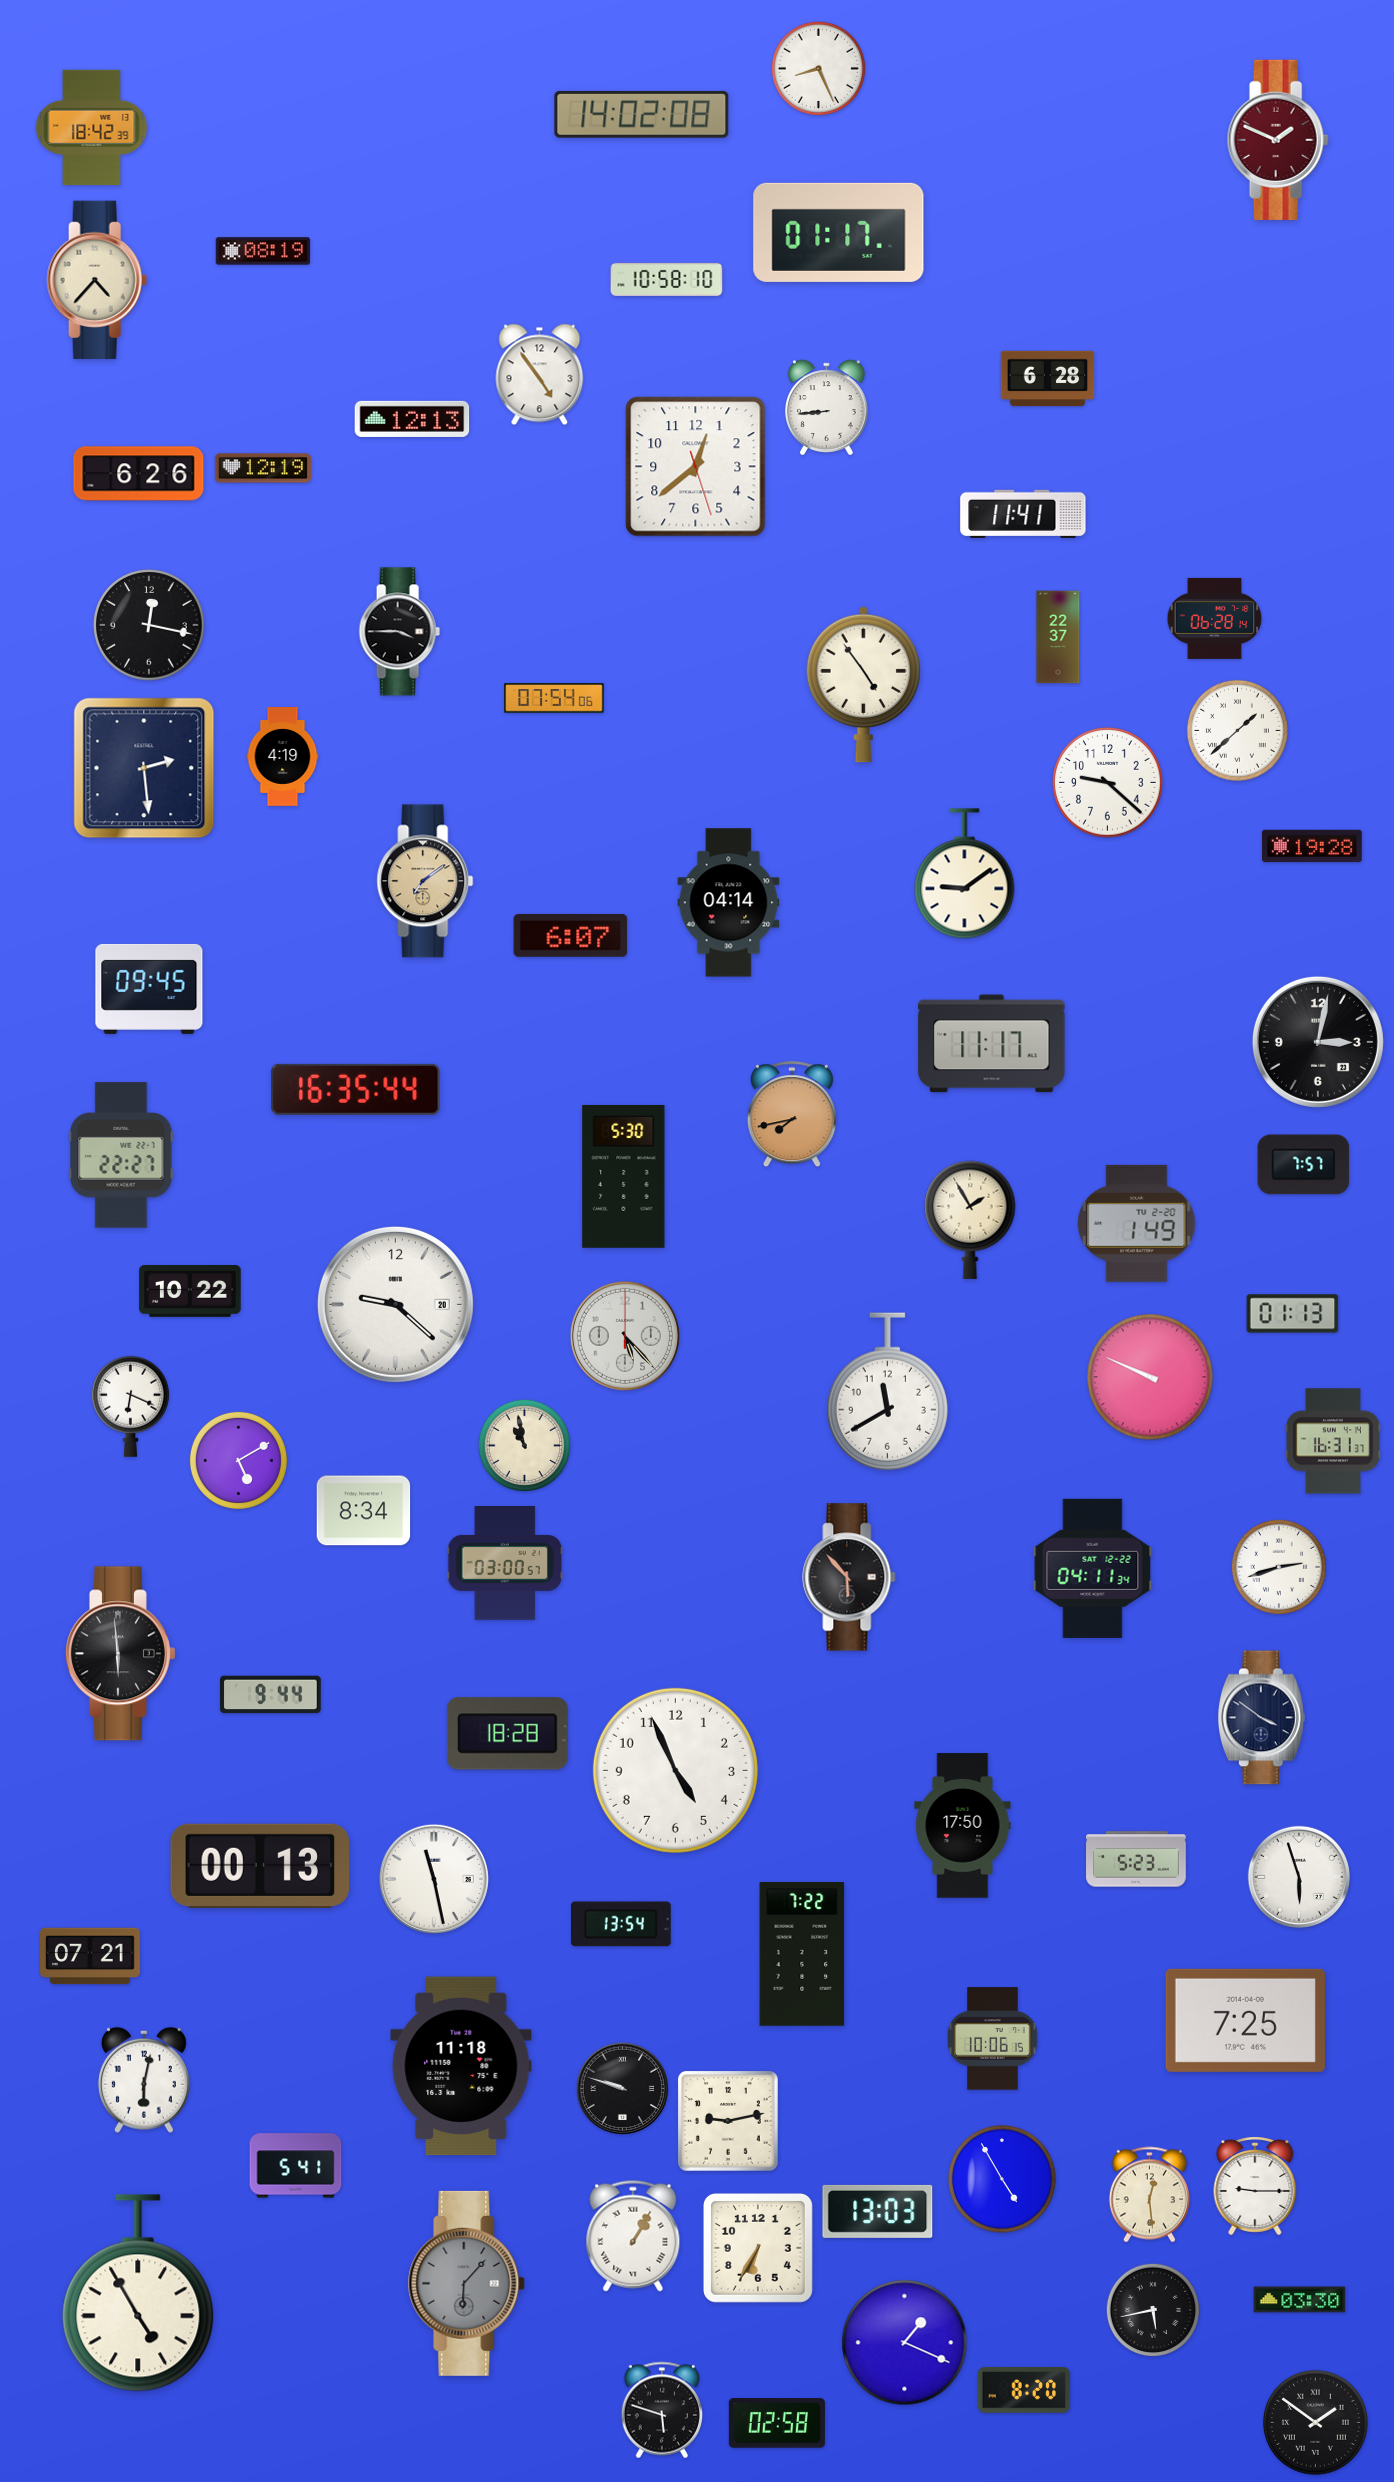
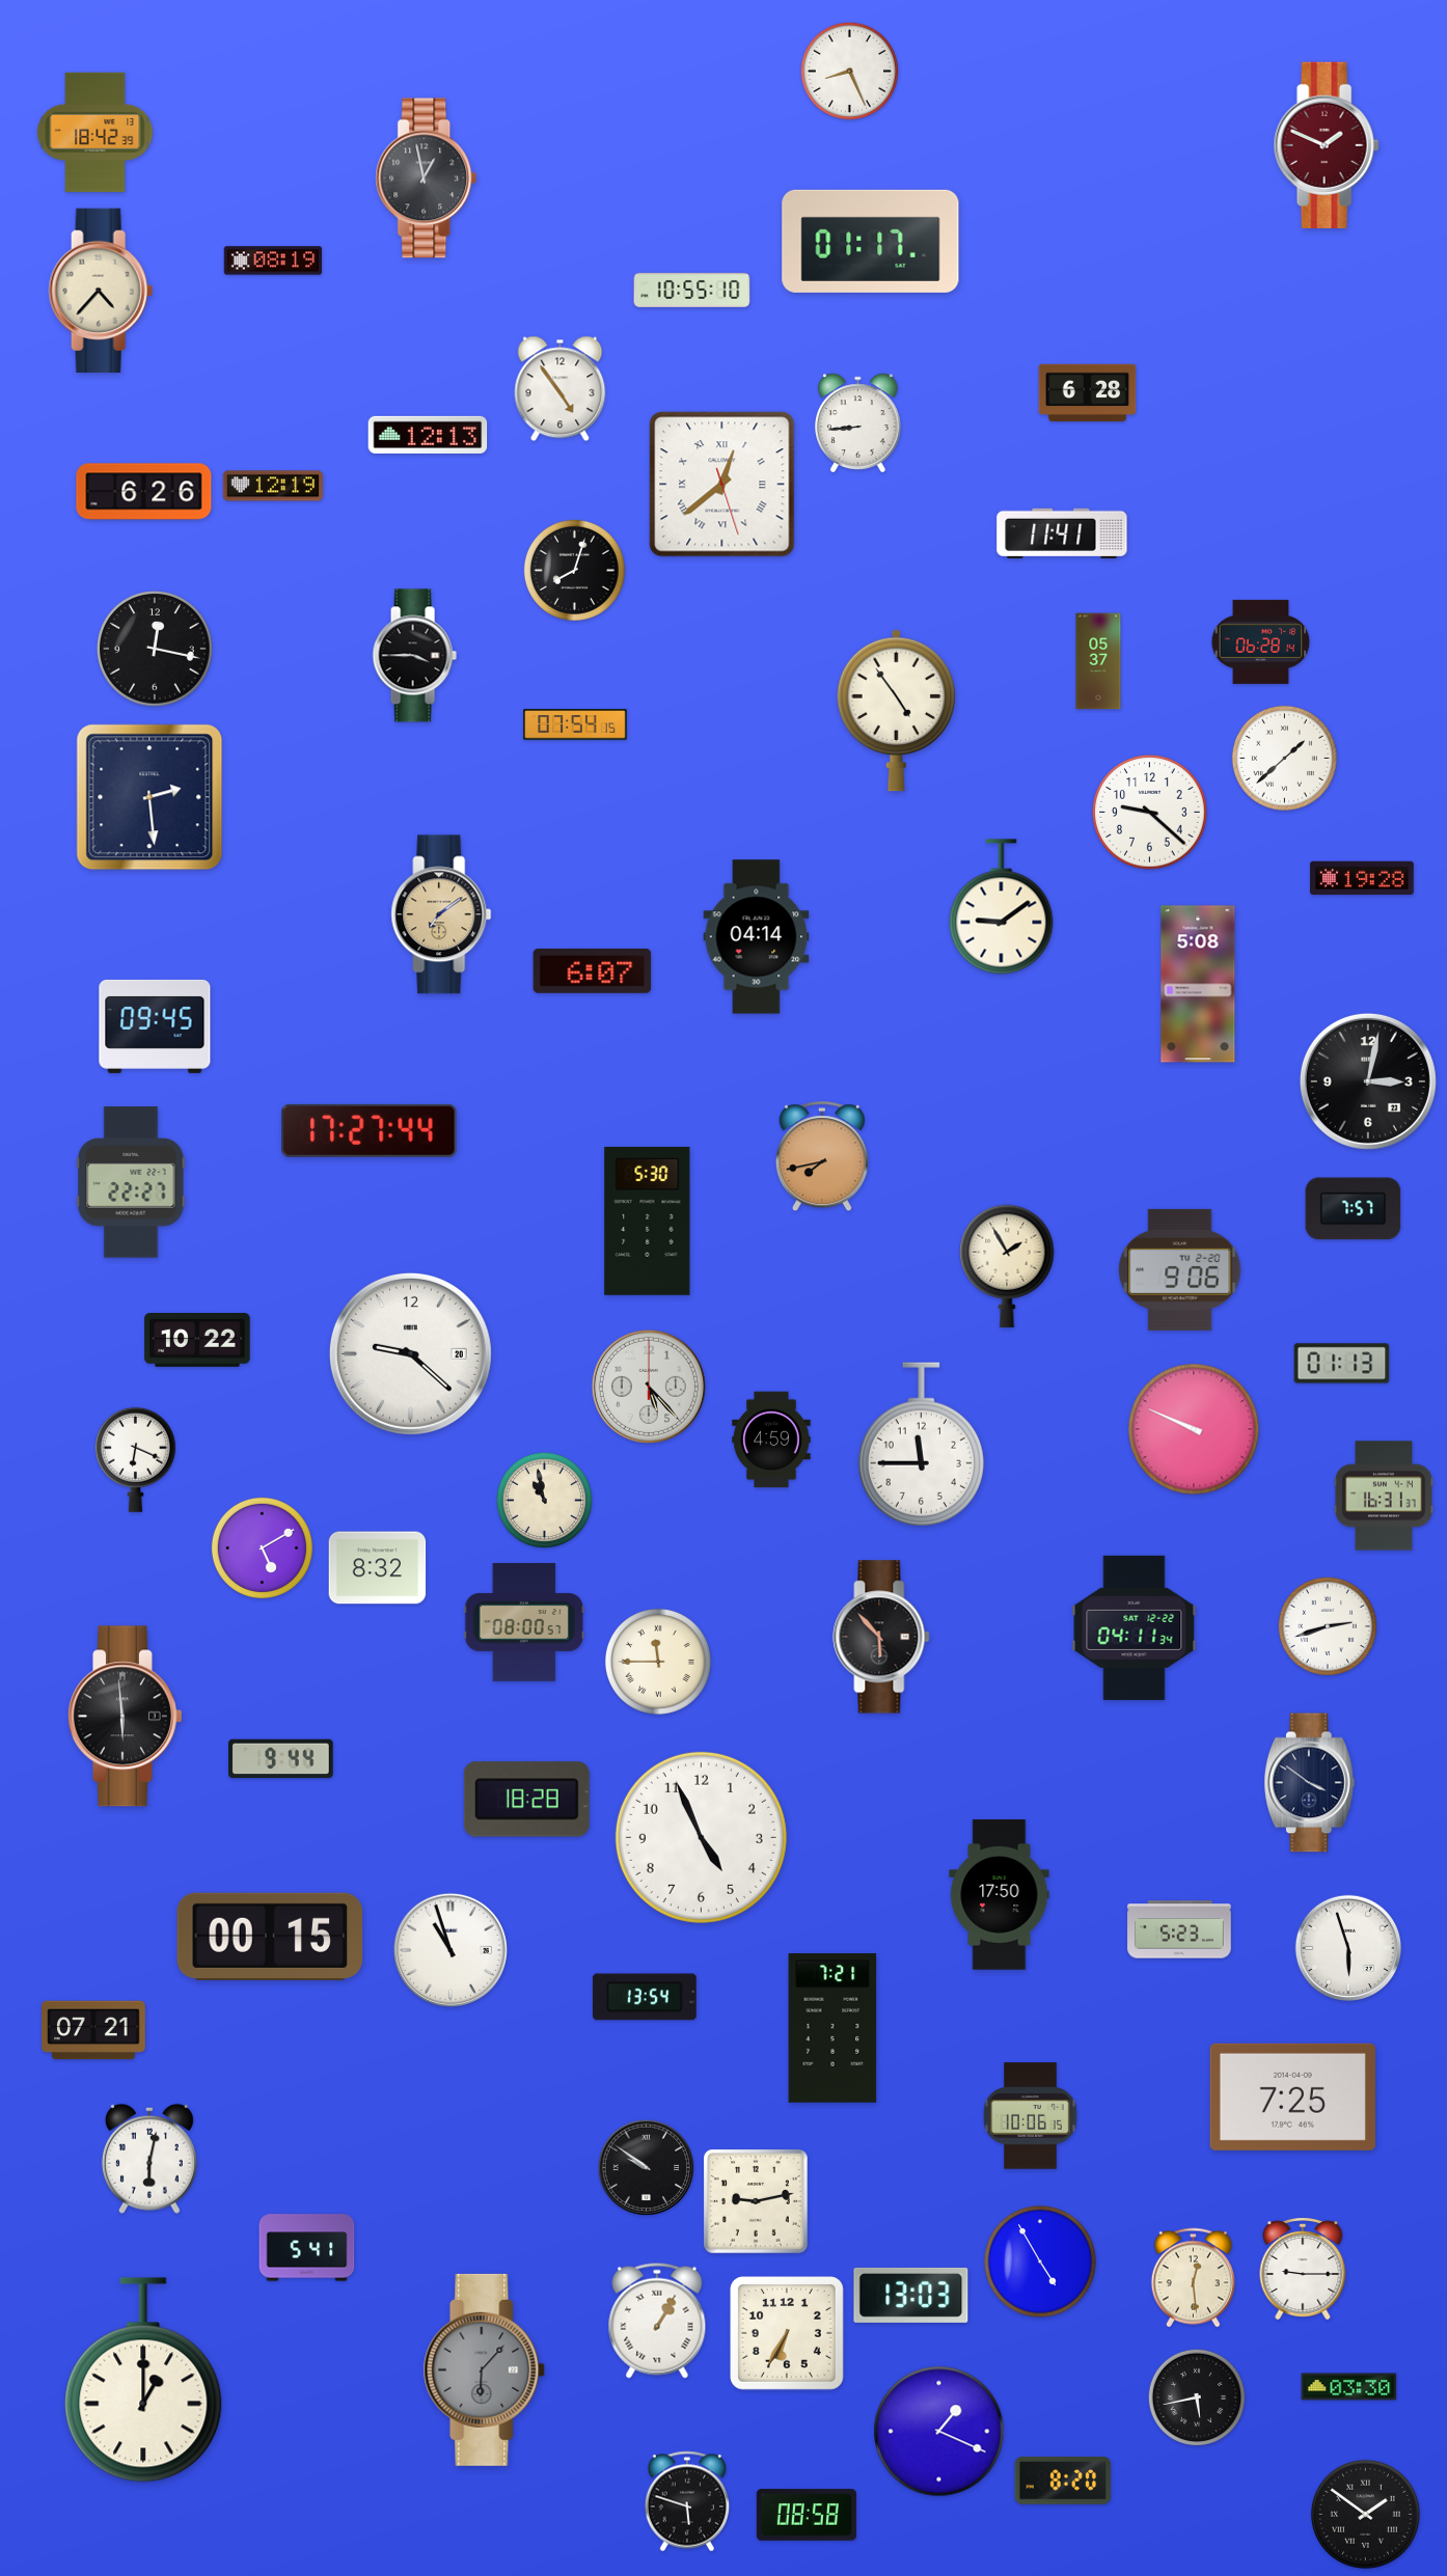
clock at (642, 114): 14:02 -> none
clock at (427, 179): none -> 12:58
clock at (667, 279): 10:58 -> 10:55
clock at (696, 467) numerals: Arabic -> Roman
clock at (574, 570): none -> 8:03
clock at (1058, 637): 22:37 -> 05:37
clock at (554, 698): 07:54:06 -> 07:54:15
clock at (283, 757): 4:19 -> none
clock at (1198, 984): none -> 5:08
clock at (992, 1044): 11:17 -> none
clock at (356, 1089): 16:35 -> 17:27
clock at (121, 1155) position: (121, 1155) -> (131, 1182)
clock at (1137, 1223): 1:49 -> 9:06
clock at (771, 1440): none -> 4:59
clock at (887, 1392): 11:40 -> 11:45
clock at (238, 1460) position: (238, 1460) -> (262, 1547)
clock at (364, 1511): 8:34 -> 8:32
clock at (505, 1564): 03:00 -> 08:00
clock at (658, 1662): none -> 11:45
clock at (260, 1866): 00:13 -> 00:15
clock at (434, 1879): 11:28 -> 10:57
clock at (802, 1955): 7:22 -> 7:21
clock at (461, 2066): 11:18 -> none
clock at (623, 2089): 9:48 -> 9:51
clock at (138, 2293): 4:55 -> 1:00
clock at (777, 2423): 02:58 -> 08:58
